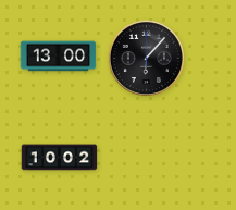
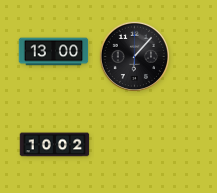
clock at (146, 58) position: (146, 58) -> (134, 56)
